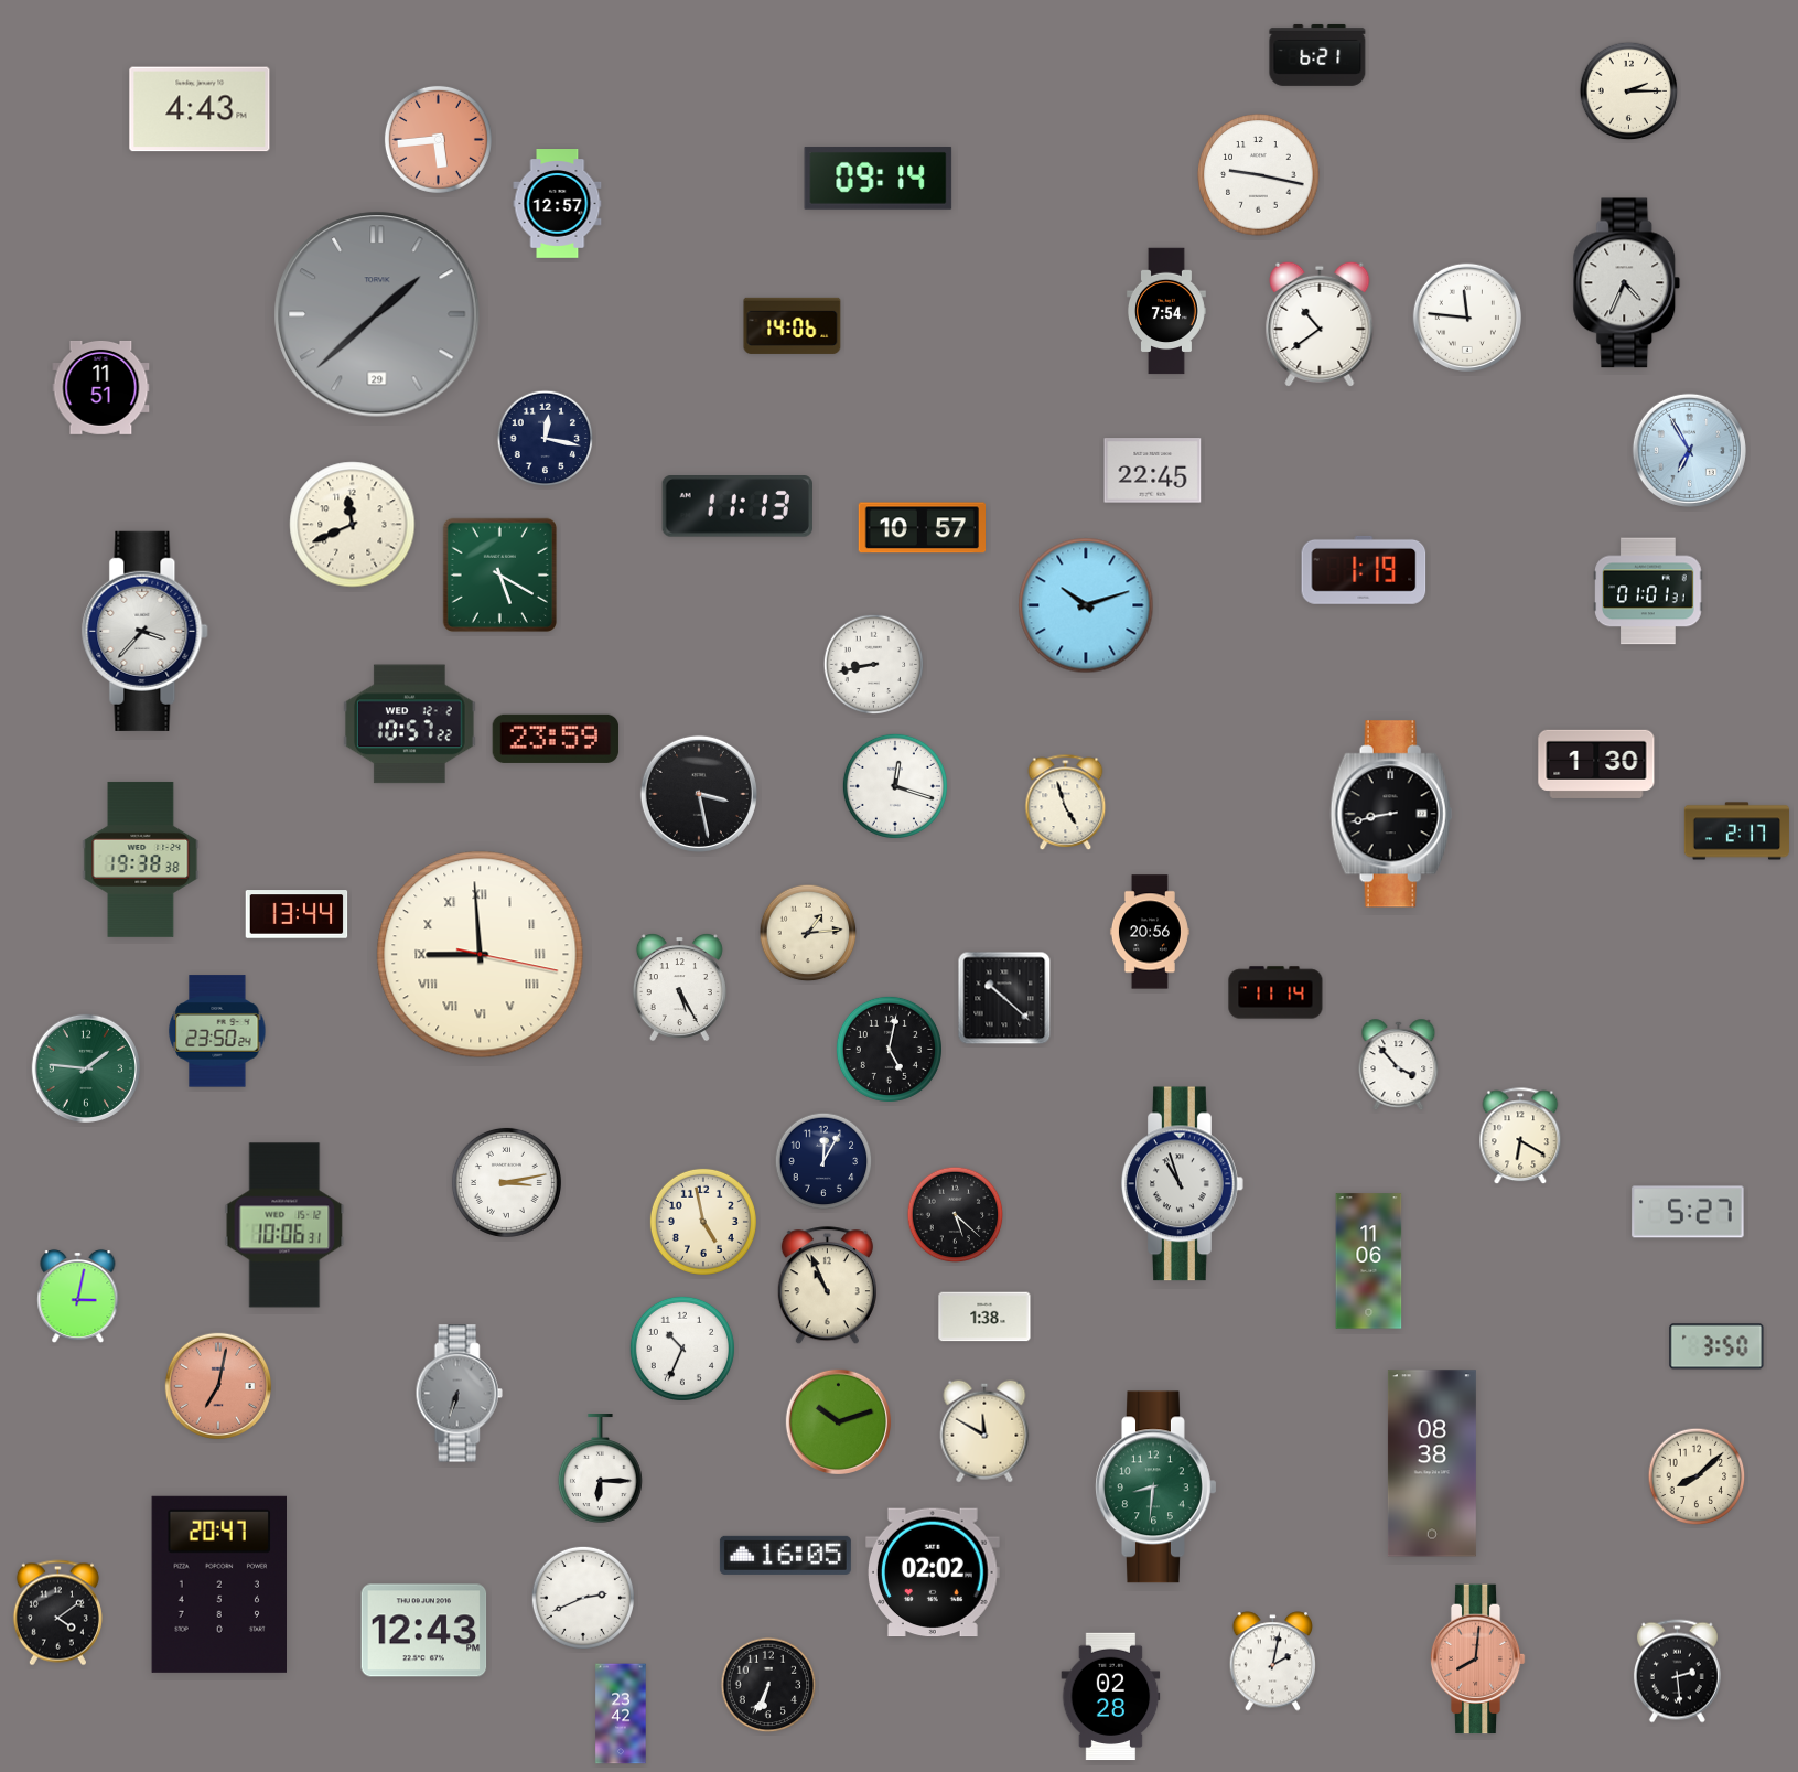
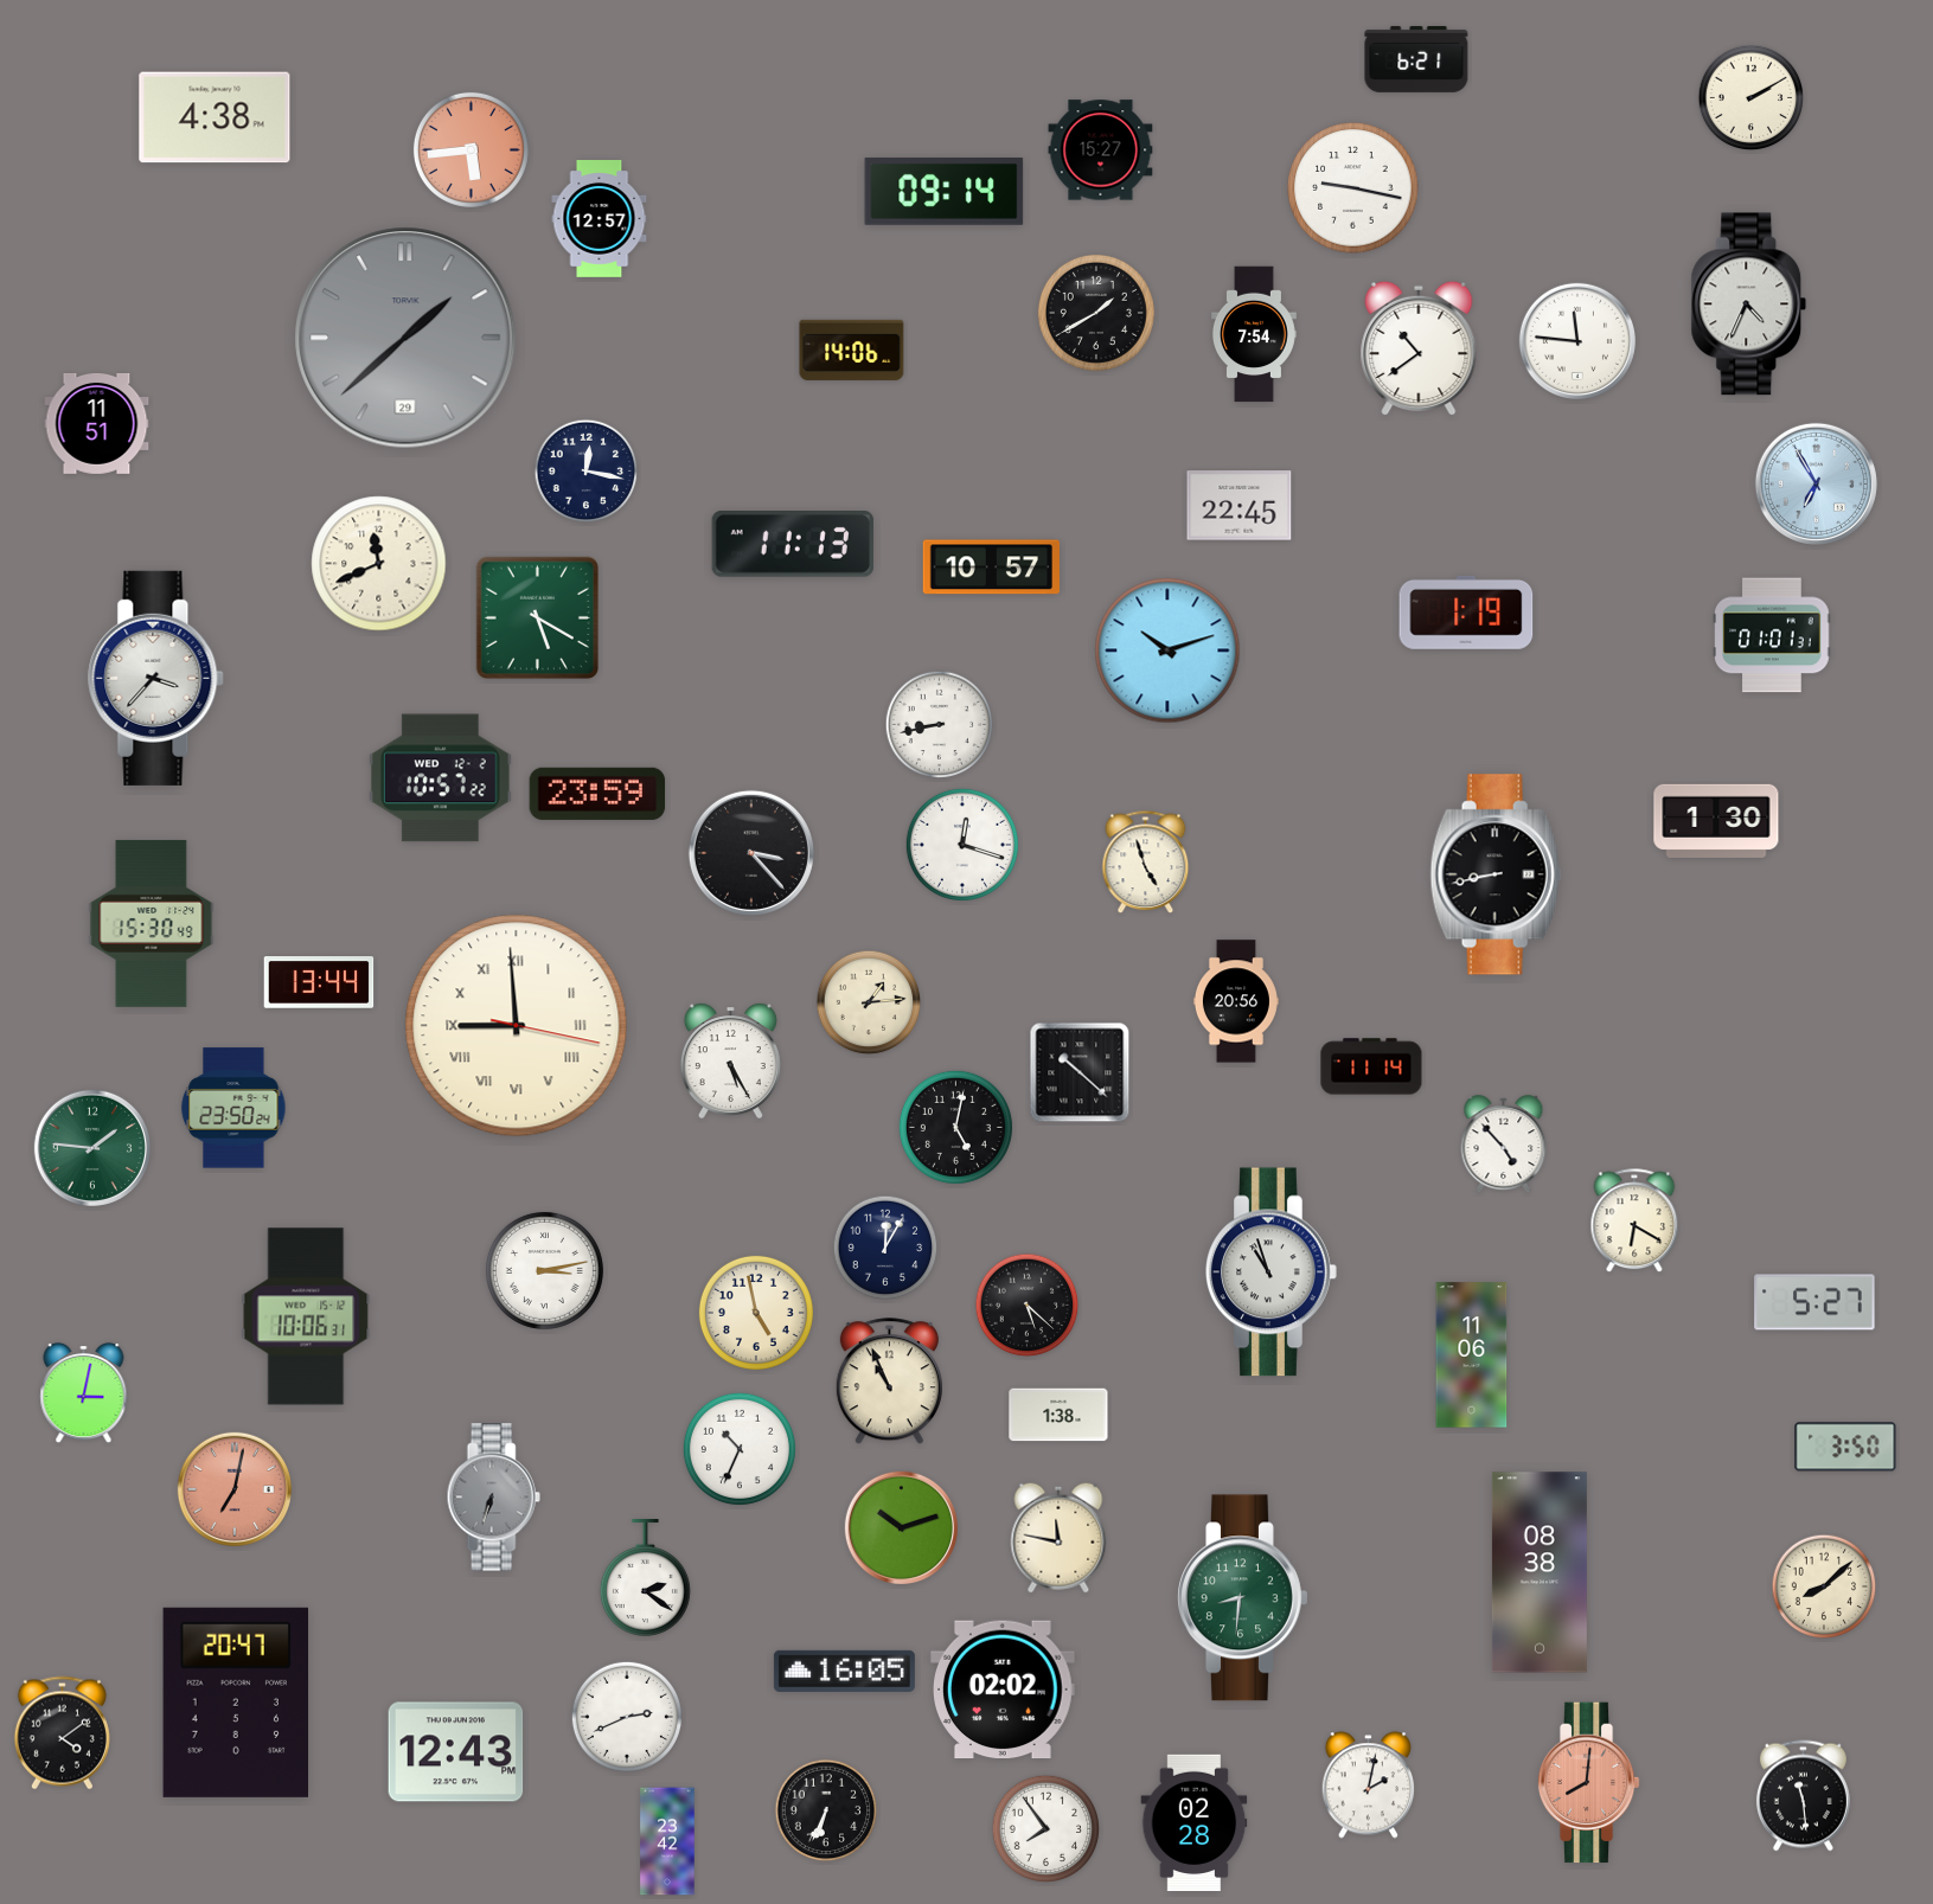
clock at (1629, 92): 2:15 -> 2:10
clock at (200, 109): 4:43 -> 4:38
clock at (1101, 150): none -> 15:27
clock at (1096, 313): none -> 1:40
clock at (101, 387) position: (101, 387) -> (97, 423)
clock at (874, 665) position: (874, 665) -> (940, 725)
clock at (699, 794): 3:28 -> 3:23
clock at (1736, 831): 2:17 -> none
clock at (141, 859): 19:38 -> 15:30
clock at (1399, 1065): 3:53 -> 4:53
clock at (682, 1349) position: (682, 1349) -> (740, 1449)
clock at (984, 1431): 11:50 -> 11:47
clock at (600, 1469): 6:15 -> 2:21
clock at (1677, 1672): 2:29 -> 11:29
clock at (1046, 1829): none -> 7:54
